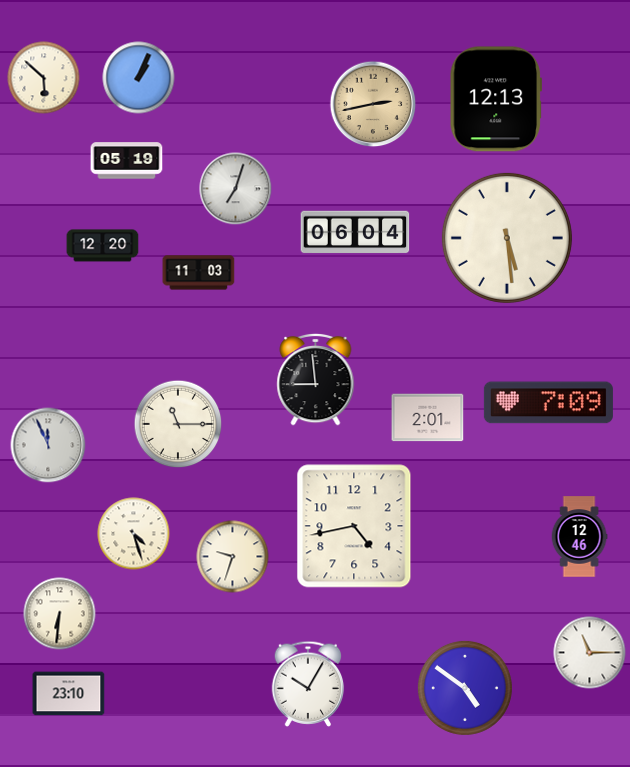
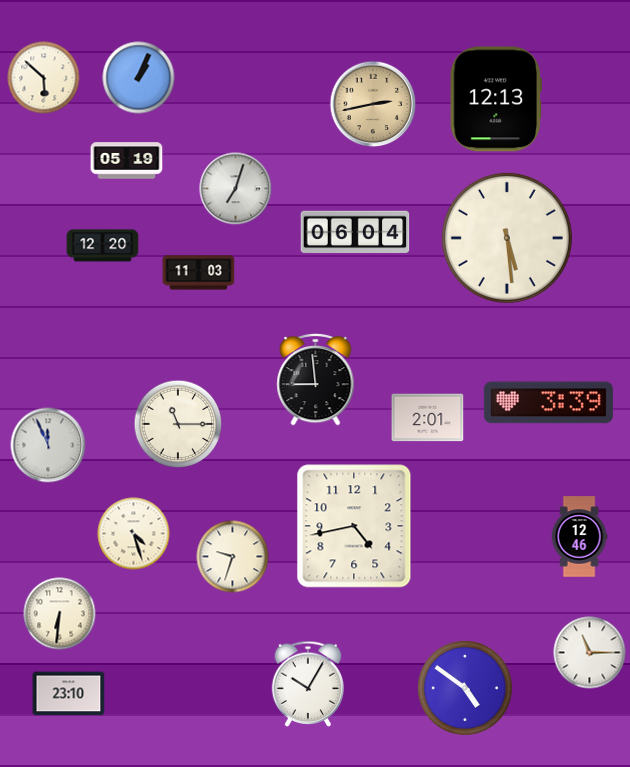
clock at (548, 403): 7:09 -> 3:39
